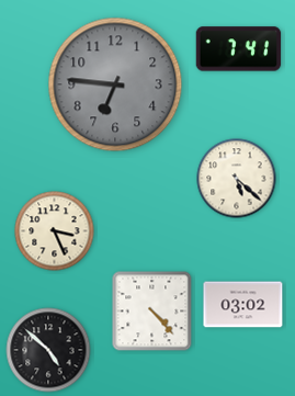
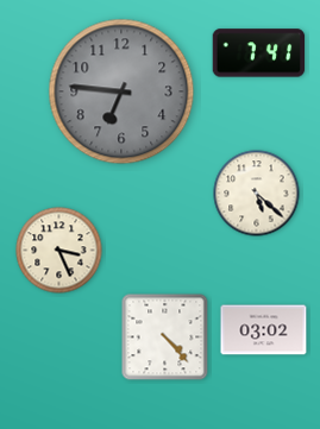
clock at (115, 84) position: (115, 84) -> (121, 92)
clock at (48, 350): 4:52 -> none
